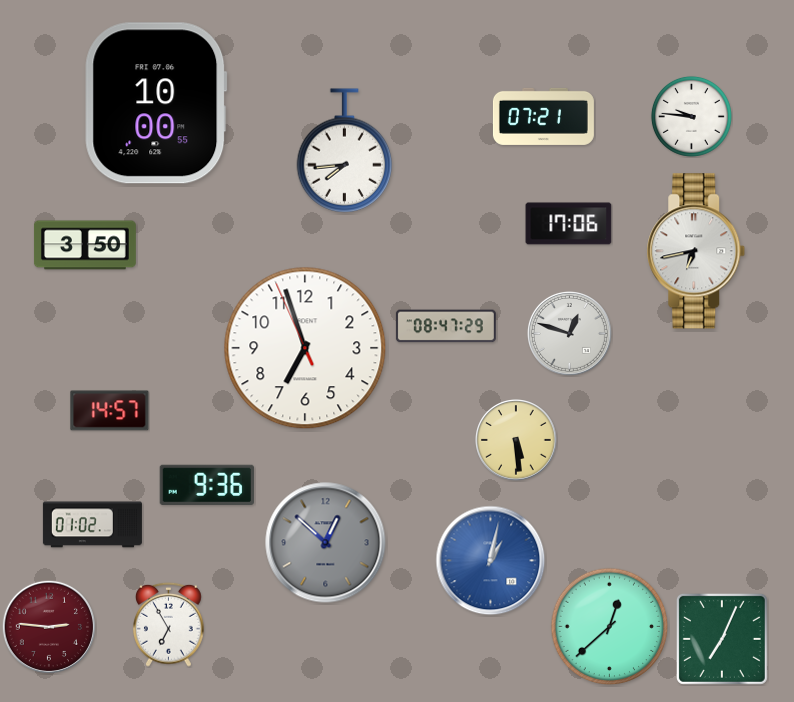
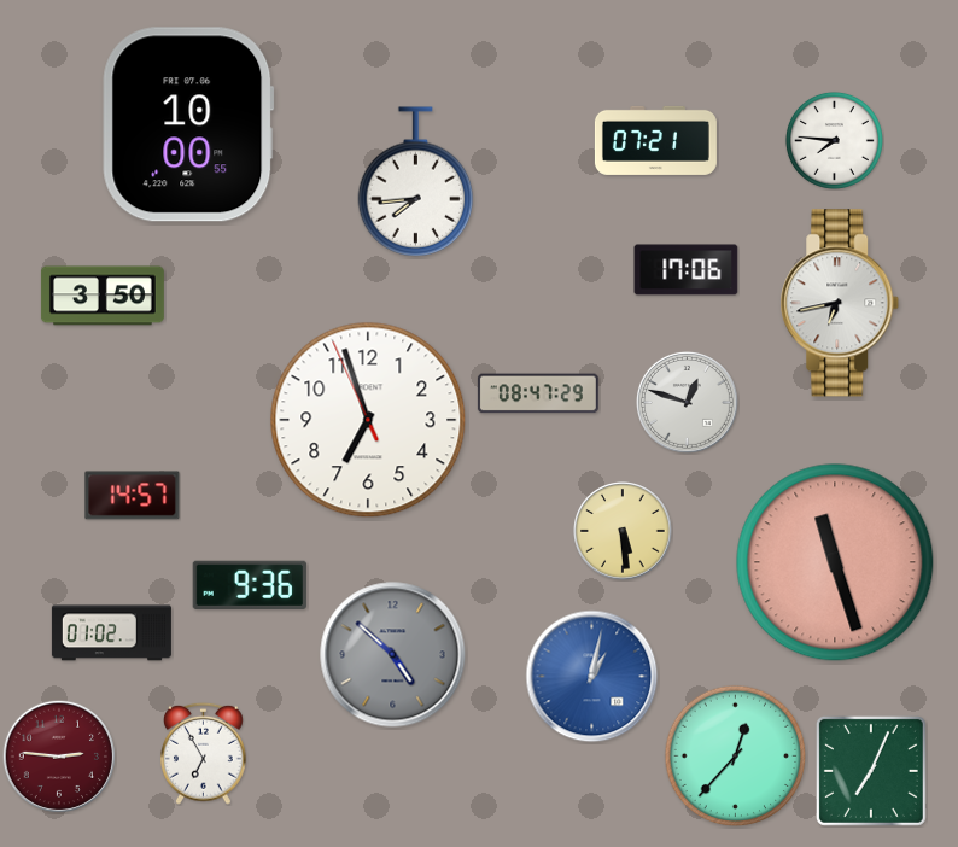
clock at (691, 116): 9:46 -> 7:46
clock at (835, 562): none -> 11:27
clock at (326, 543): 12:52 -> 4:52
clock at (610, 627): 12:38 -> 12:37
